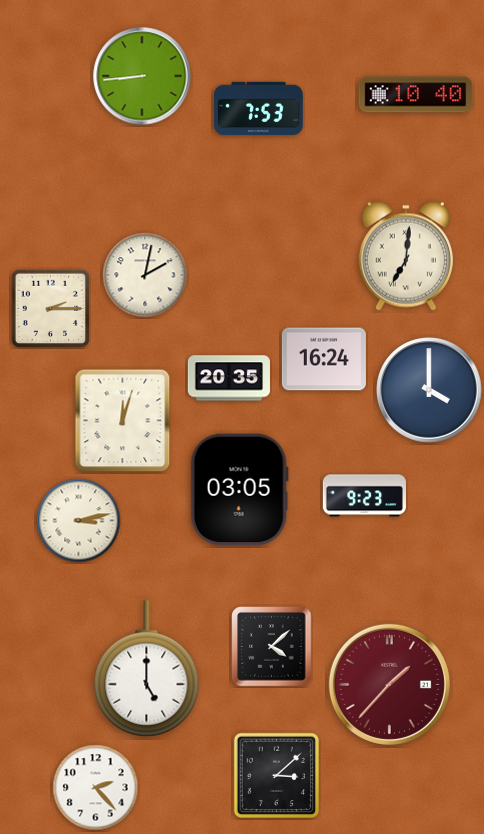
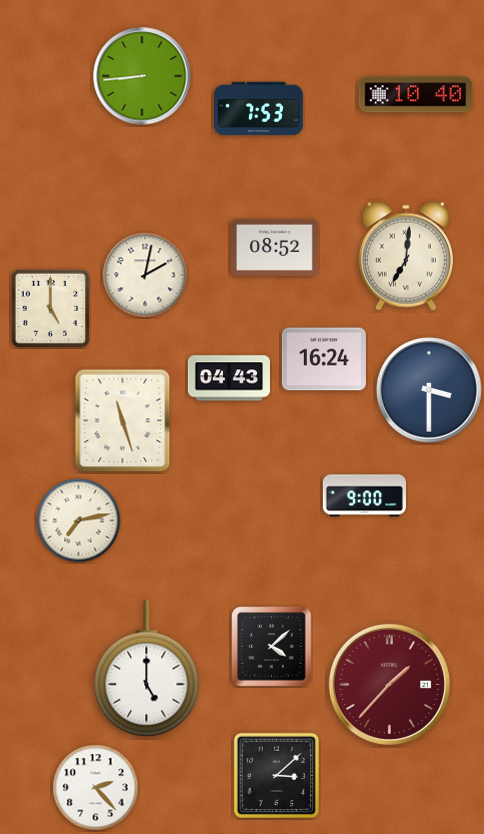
clock at (274, 247): none -> 08:52
clock at (50, 308): 2:15 -> 5:00
clock at (229, 378): 20:35 -> 04:43
clock at (429, 390): 4:00 -> 3:30
clock at (123, 421): 12:03 -> 11:27
clock at (239, 490): 03:05 -> none
clock at (364, 496): 9:23 -> 9:00
clock at (79, 521): 3:13 -> 7:13
